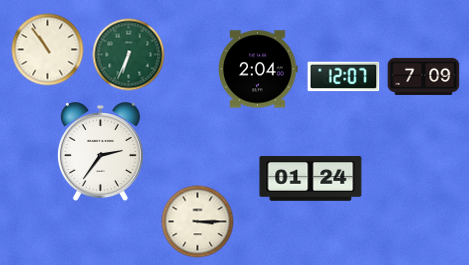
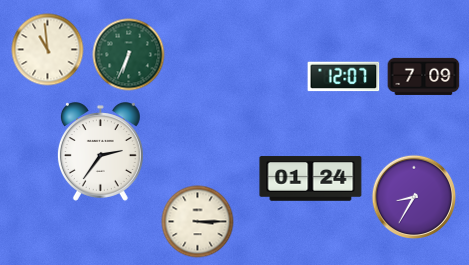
clock at (48, 50): 10:54 -> 10:59
clock at (258, 69): 2:04 -> none
clock at (413, 196): none -> 8:35
